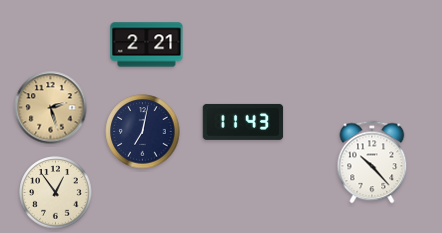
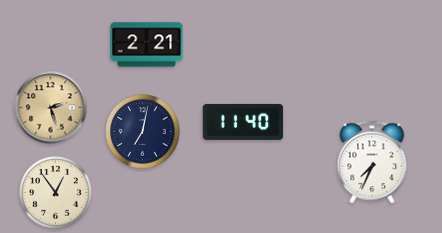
clock at (243, 122): 11:43 -> 11:40
clock at (372, 162): 10:23 -> 7:34
